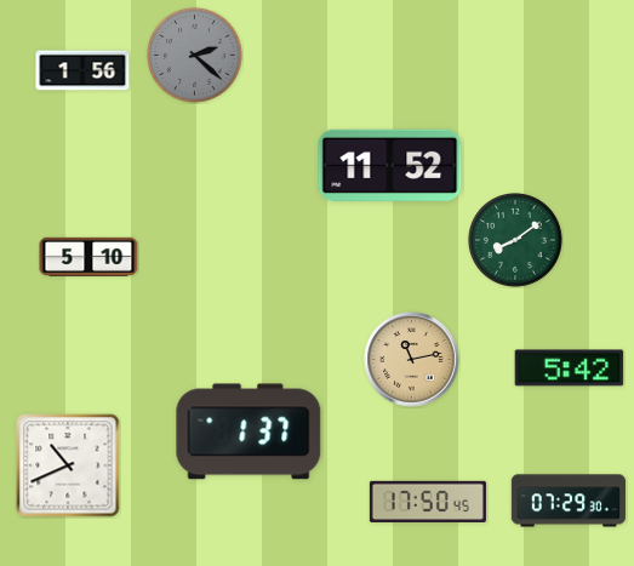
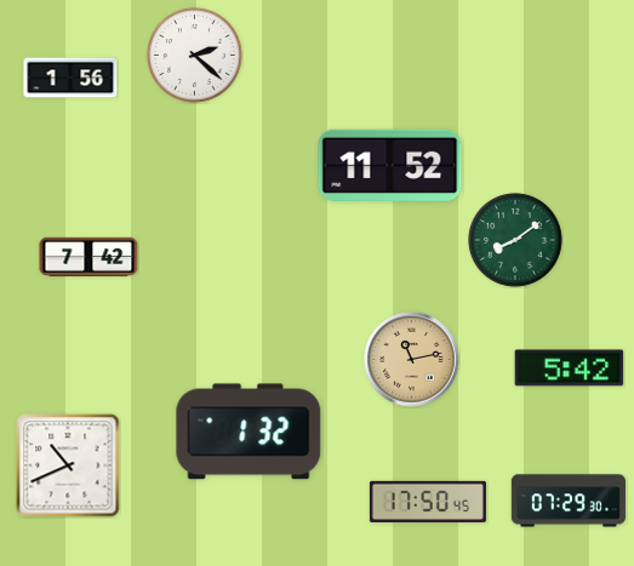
clock at (195, 56) dial: grey -> white
clock at (82, 70) position: (82, 70) -> (70, 78)
clock at (88, 257): 5:10 -> 7:42
clock at (249, 431): 1:37 -> 1:32
